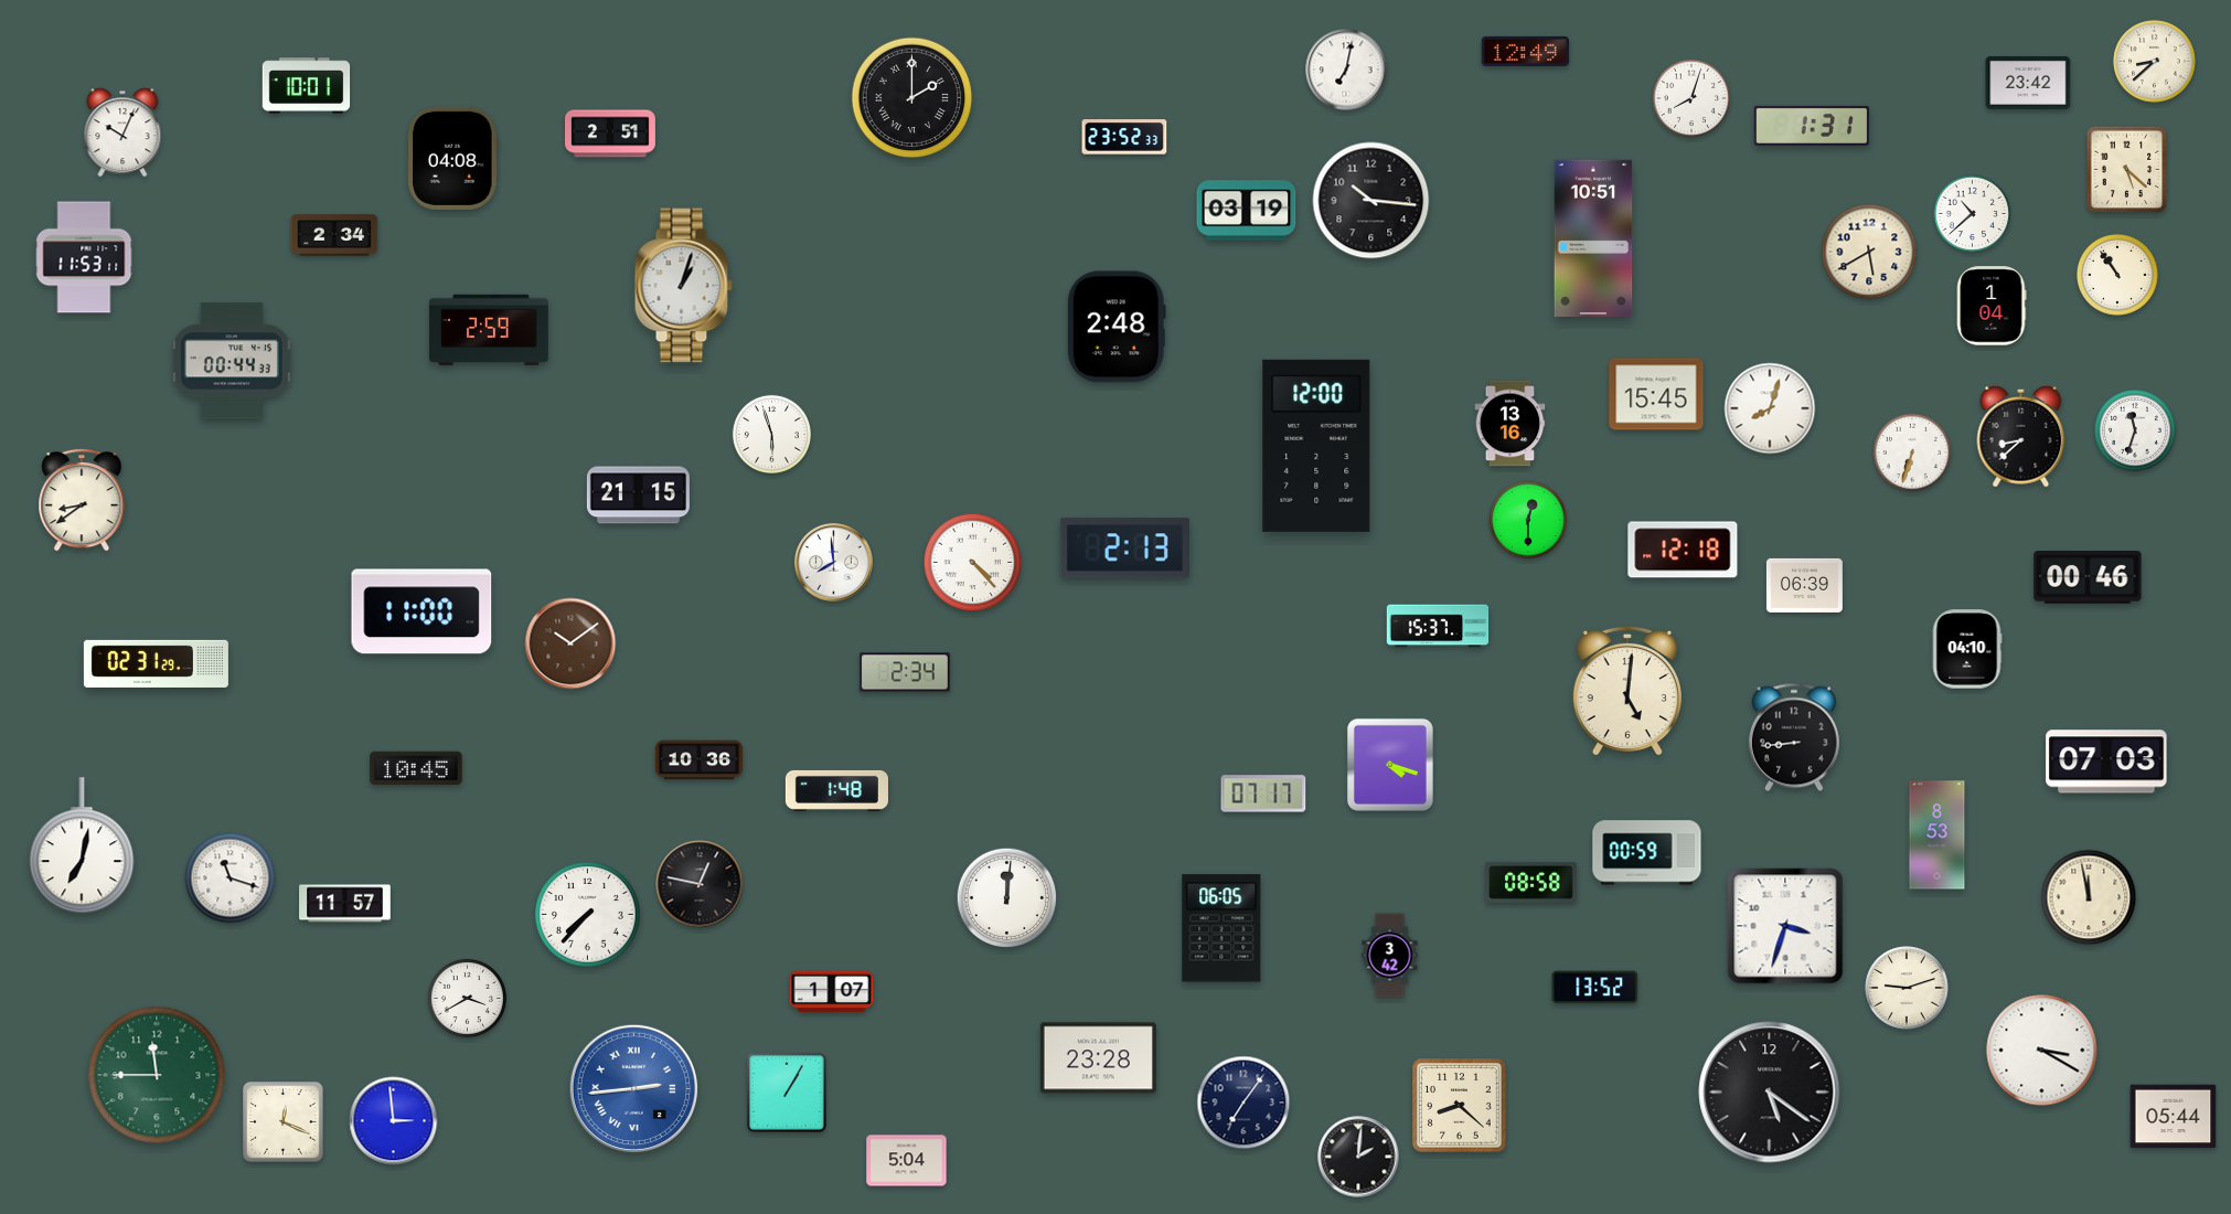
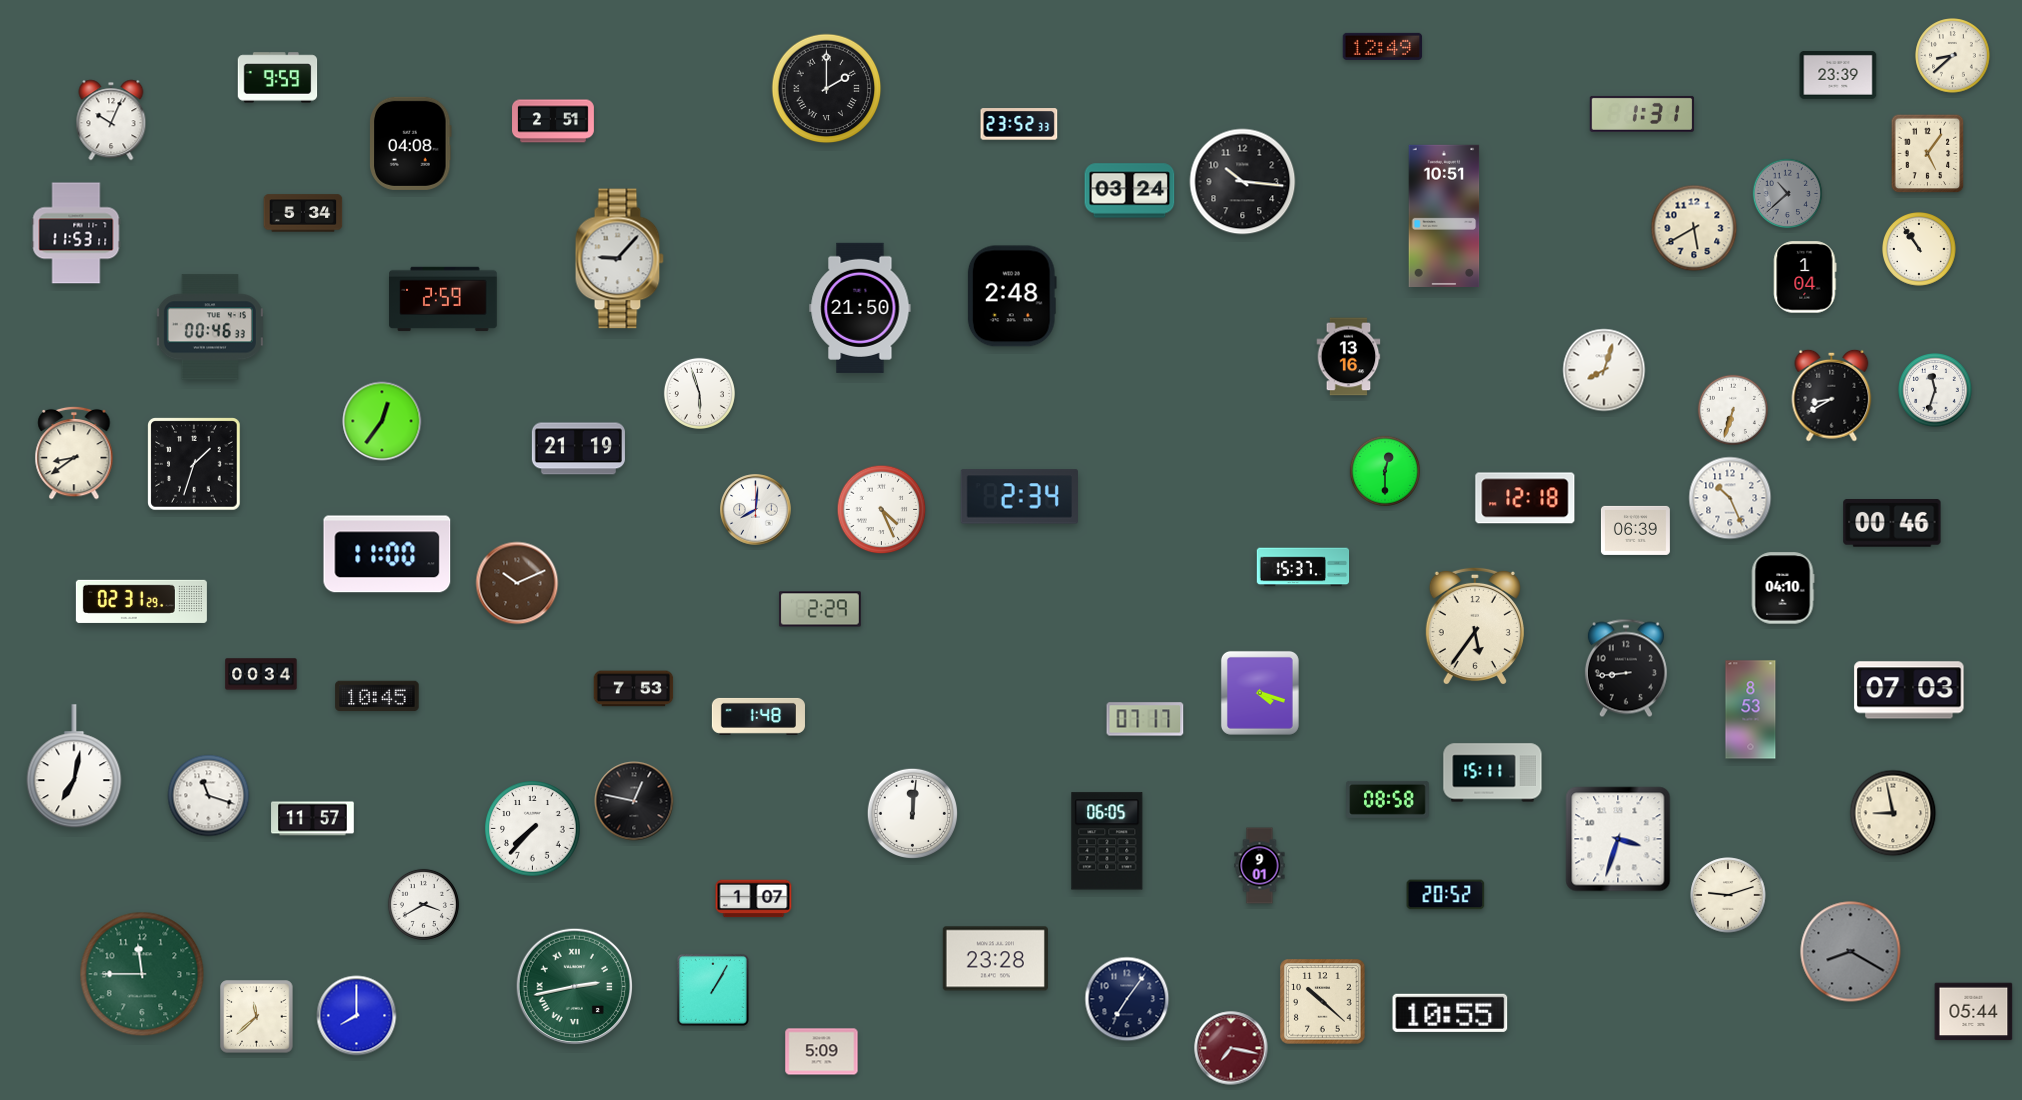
clock at (1346, 70): 7:02 -> none
clock at (2028, 83): 23:42 -> 23:39
clock at (307, 86): 10:01 -> 9:59
clock at (1690, 97): 8:03 -> none
clock at (2127, 170): 5:22 -> 5:06
clock at (1247, 211): 03:19 -> 03:24
clock at (1973, 214) dial: white -> grey
clock at (334, 235): 2:34 -> 5:34
clock at (683, 286): 1:03 -> 9:07
clock at (860, 308): none -> 21:50
clock at (232, 361): 00:44 -> 00:46
clock at (1656, 394): 15:45 -> none
clock at (1511, 424) position: (1511, 424) -> (1349, 357)
clock at (2021, 436): 8:38 -> 8:40
clock at (1316, 446): 12:00 -> none
clock at (382, 421): none -> 12:36
clock at (638, 496): 21:15 -> 21:19
clock at (194, 464): none -> 1:33
clock at (1124, 549): 2:13 -> 2:34
clock at (1730, 498): none -> 10:26
clock at (834, 563): 7:59 -> 8:01
clock at (973, 563): 4:23 -> 4:26
clock at (421, 611) position: (421, 611) -> (387, 554)
clock at (570, 643): 10:09 -> 10:11
clock at (905, 672): 2:34 -> 2:29
clock at (1627, 691): 5:01 -> 5:36
clock at (261, 674): none -> 00:34
clock at (700, 760): 10:36 -> 7:53
clock at (1938, 835) position: (1938, 835) -> (1751, 710)
clock at (1647, 853): 00:59 -> 15:11
clock at (2089, 897): 11:58 -> 8:58
clock at (1390, 956): 3:42 -> 9:01
clock at (1595, 988): 13:52 -> 20:52
clock at (2042, 1051): 3:20 -> 8:20
clock at (2042, 1051) dial: white -> grey
clock at (633, 1088): 2:44 -> 2:43
clock at (633, 1088) dial: blue -> green
clock at (1770, 1093): 5:21 -> none
clock at (1460, 1106): 8:22 -> 10:22
clock at (2174, 1117) position: (2174, 1117) -> (1974, 1012)
clock at (1450, 1013): none -> 10:55
clock at (394, 1121): 2:59 -> 8:00
clock at (284, 1122): 12:19 -> 11:38
clock at (1358, 1157): 2:01 -> 7:17
clock at (1358, 1157) dial: black -> burgundy
clock at (907, 1161): 5:04 -> 5:09
